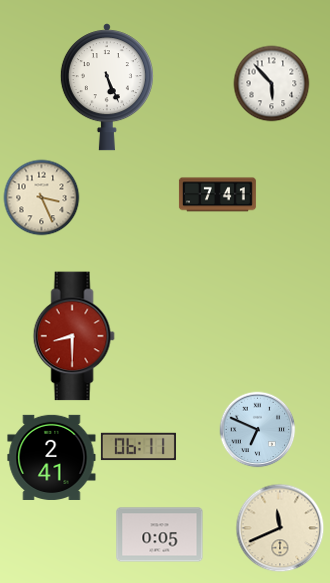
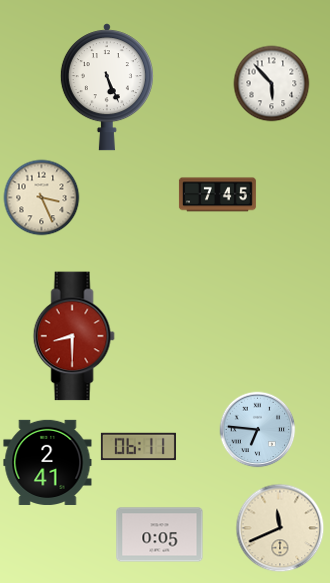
clock at (217, 195): 7:41 -> 7:45
clock at (258, 430): 6:49 -> 6:46
clock at (52, 457) position: (52, 457) -> (48, 462)
